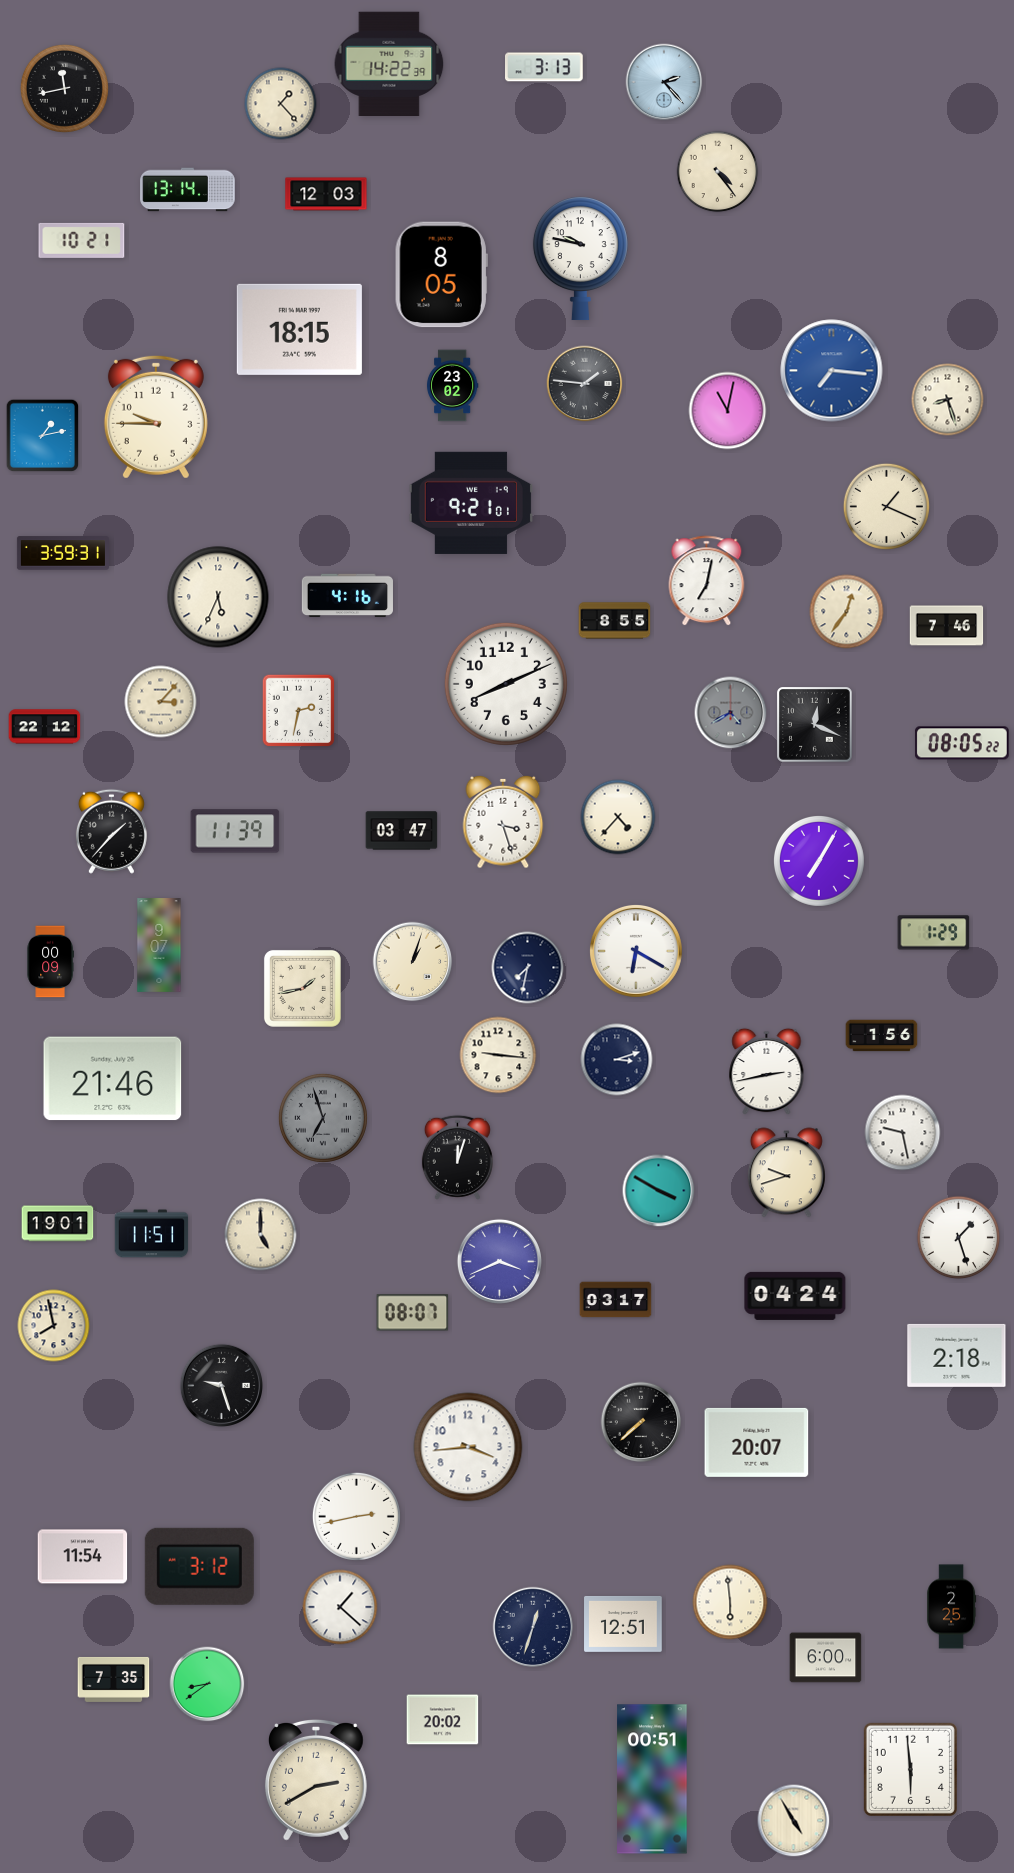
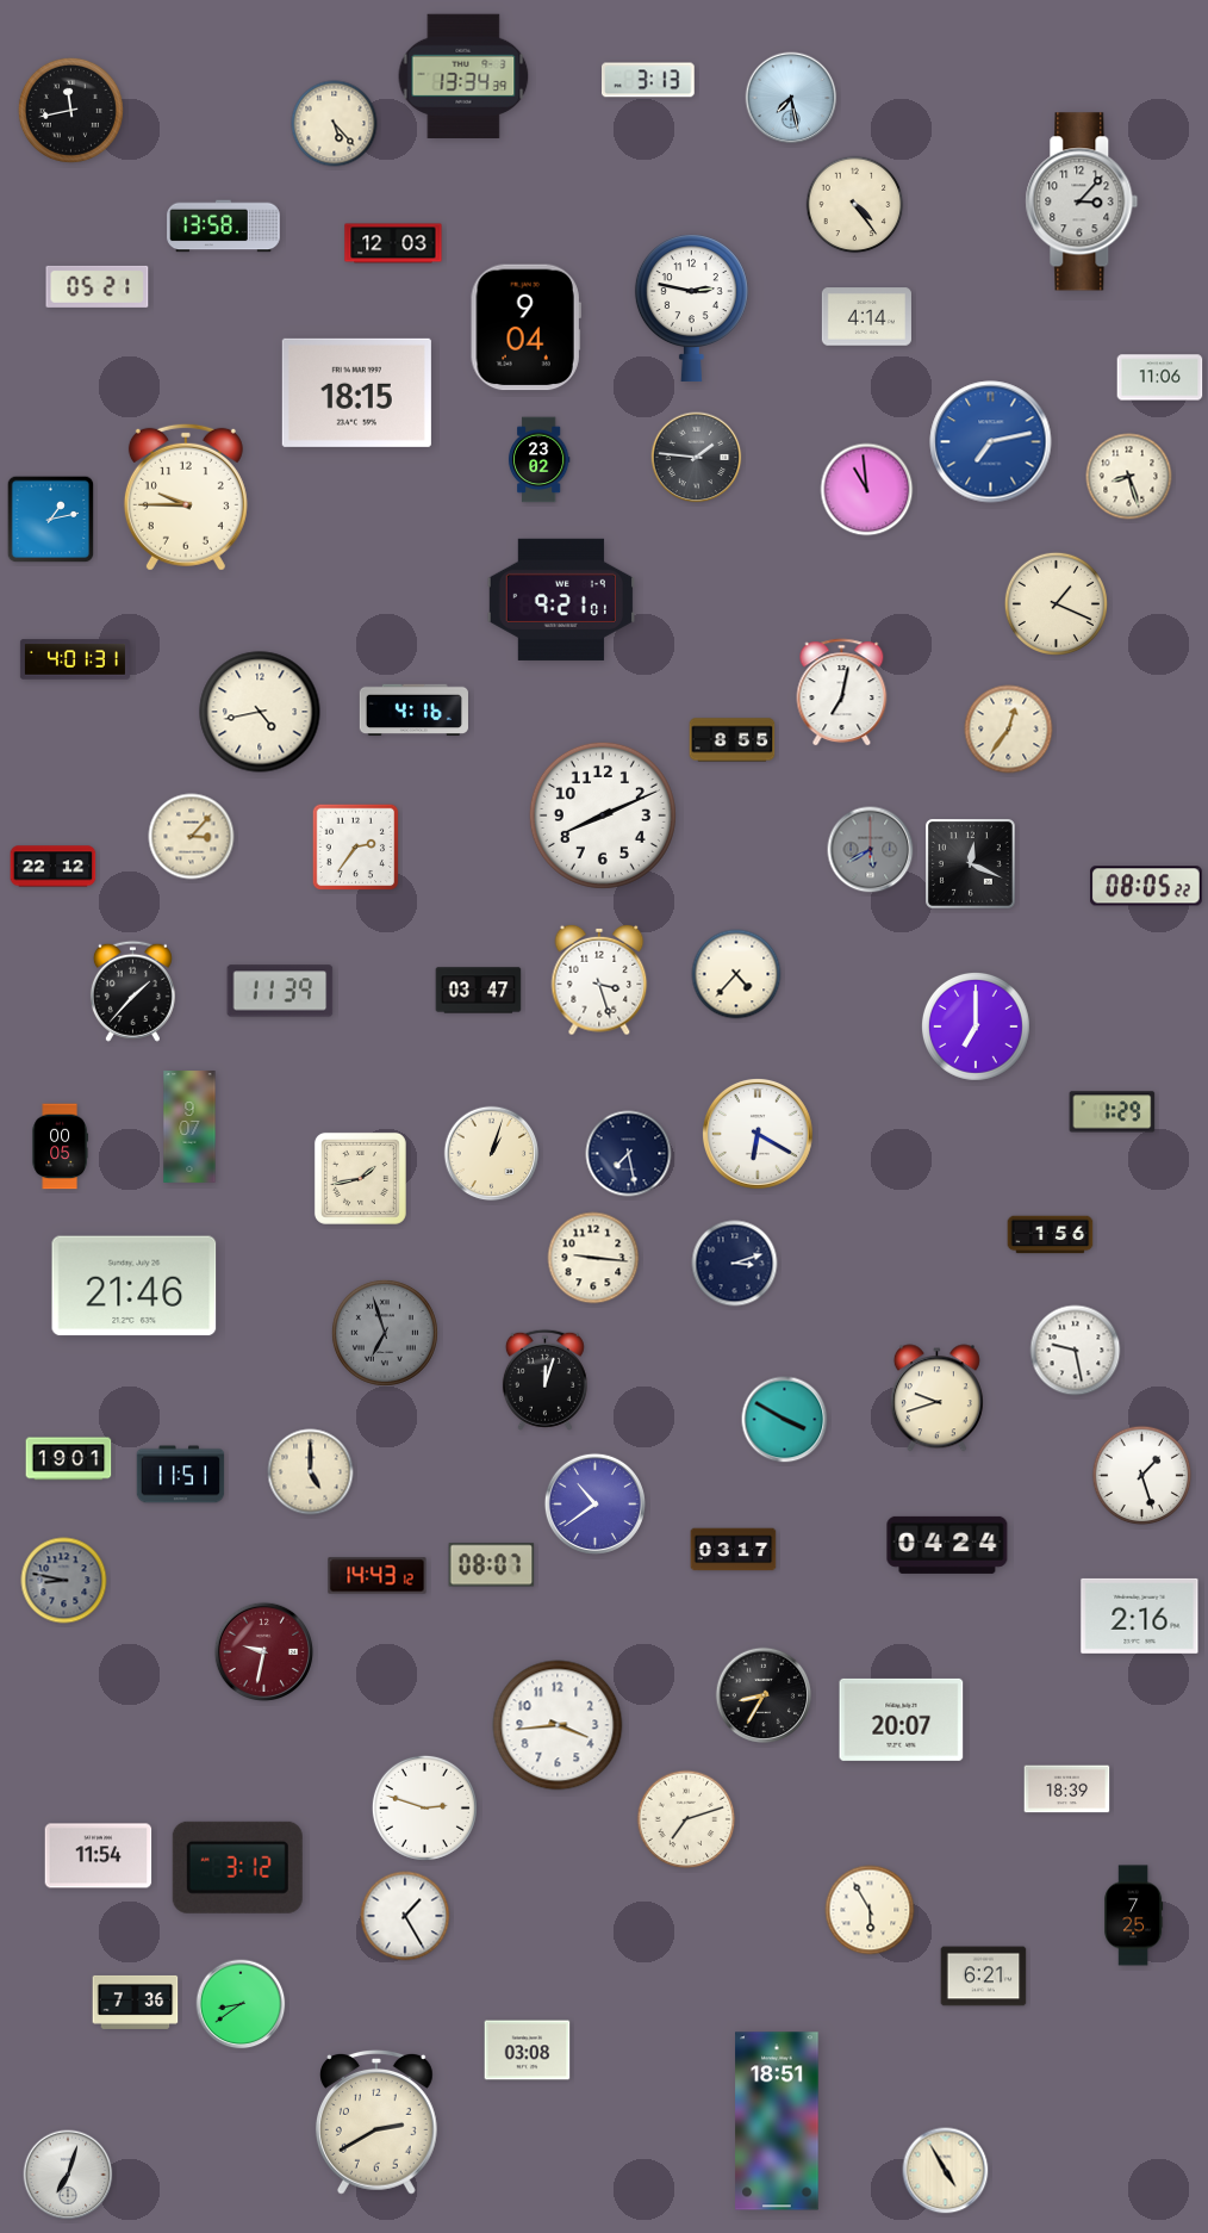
clock at (389, 63): 14:22 -> 13:34
clock at (664, 82): 2:23 -> 7:28
clock at (64, 88) position: (64, 88) -> (70, 110)
clock at (281, 104): 1:23 -> 5:23
clock at (1082, 201): none -> 3:07
clock at (188, 190): 13:14 -> 13:58
clock at (326, 194) position: (326, 194) -> (393, 243)
clock at (82, 240): 10:21 -> 05:21
clock at (580, 259): 9:47 -> 2:47
clock at (866, 317): none -> 4:14
clock at (441, 275): 8:05 -> 9:04
clock at (1160, 378): none -> 11:06
clock at (832, 371): 7:16 -> 7:13
clock at (728, 411): 11:02 -> 10:59
clock at (63, 553): 3:59 -> 4:01
clock at (218, 597): 5:34 -> 4:43
clock at (947, 626): 7:46 -> none
clock at (299, 711): 2:32 -> 2:36
clock at (731, 713): 4:40 -> 5:40
clock at (819, 861): 7:05 -> 7:00
clock at (50, 962): 00:09 -> 00:05
clock at (413, 962) position: (413, 962) -> (492, 1154)
clock at (528, 968): 7:32 -> 7:28
clock at (767, 1072): 2:43 -> none
clock at (152, 1234) position: (152, 1234) -> (181, 1475)
clock at (499, 1261): 3:41 -> 10:39
clock at (378, 1576): none -> 14:43
clock at (54, 1326): 7:58 -> 8:47
clock at (54, 1326) dial: cream -> grey
clock at (957, 1355): 2:18 -> 2:16
clock at (221, 1385): 9:27 -> 9:32
clock at (221, 1385) dial: black -> burgundy
clock at (641, 1422): 7:38 -> 8:35
clock at (1067, 1789): none -> 18:39
clock at (356, 1516): 2:43 -> 2:48
clock at (686, 1819): none -> 7:12
clock at (730, 1602): 5:59 -> 5:55
clock at (340, 1607): 1:22 -> 1:25
clock at (952, 1607): 2:25 -> 7:25
clock at (623, 1624): 12:51 -> none
clock at (533, 1627): 12:33 -> none
clock at (826, 1658): 6:00 -> 6:21
clock at (114, 1679): 7:35 -> 7:36
clock at (207, 1684) position: (207, 1684) -> (241, 2004)
clock at (443, 1720): 20:02 -> 03:08
clock at (910, 1769): 5:59 -> none
clock at (652, 1779): 00:51 -> 18:51
clock at (68, 2175): none -> 7:03
